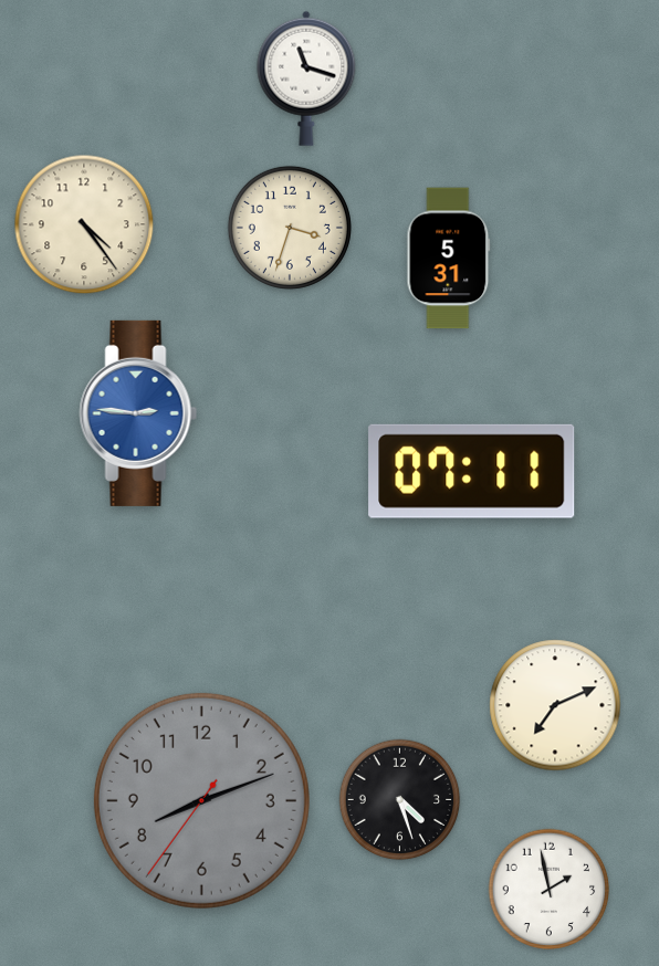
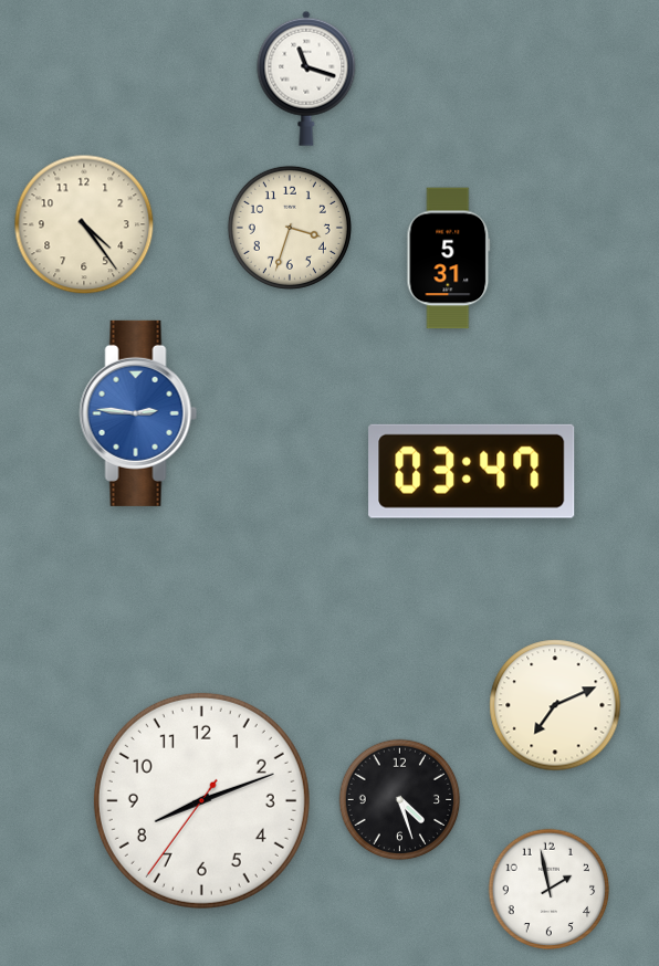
clock at (472, 471): 07:11 -> 03:47
clock at (201, 800) dial: grey -> white
